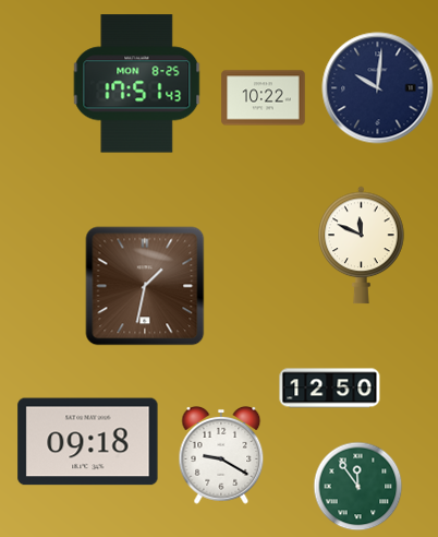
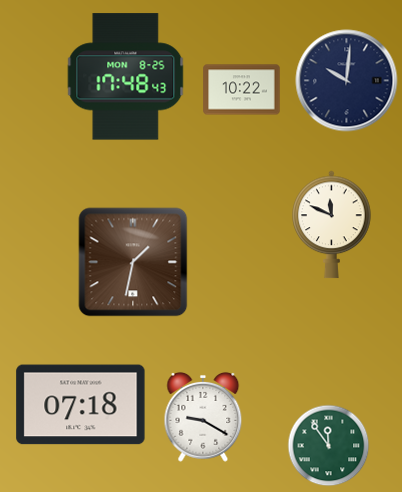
clock at (137, 84): 17:51 -> 17:48
clock at (330, 389): 12:50 -> none
clock at (88, 442): 09:18 -> 07:18
